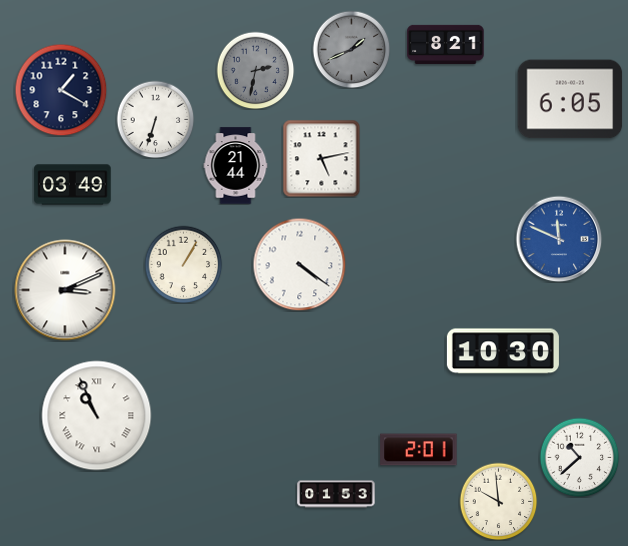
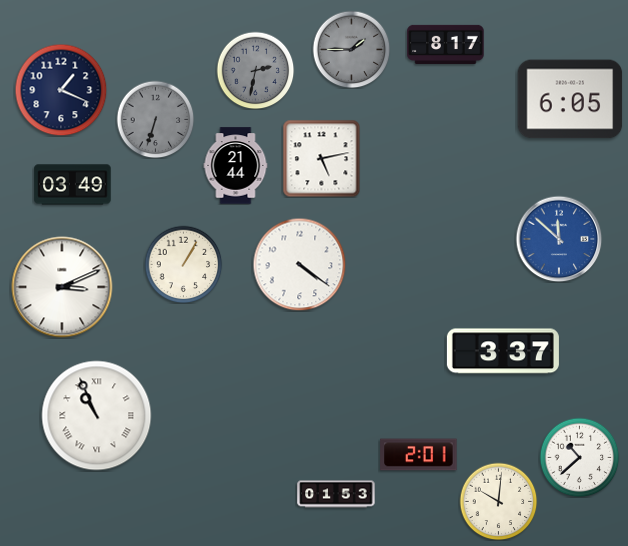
clock at (446, 44): 8:21 -> 8:17
clock at (351, 49): 1:41 -> 1:45
clock at (61, 90): 1:20 -> 1:19
clock at (155, 119) dial: white -> grey
clock at (559, 239): 11:49 -> 11:52
clock at (65, 290) position: (65, 290) -> (62, 287)
clock at (503, 351): 10:30 -> 3:37
clock at (419, 450) position: (419, 450) -> (419, 455)
clock at (498, 501): 9:59 -> 10:01
